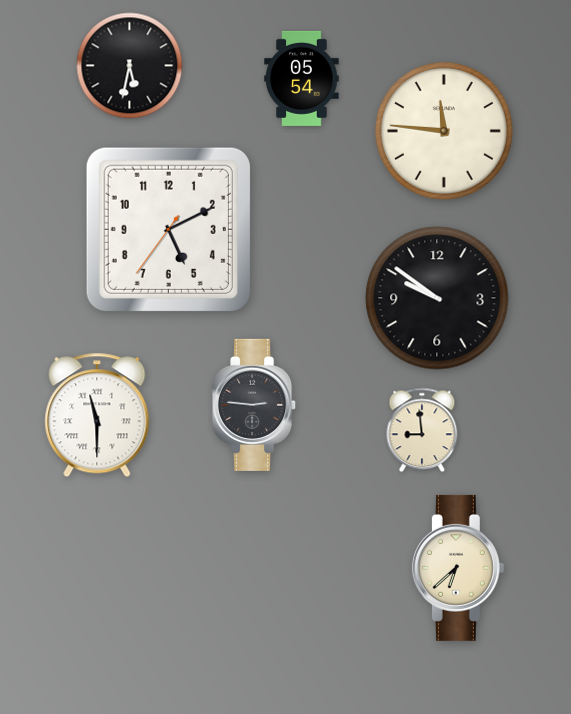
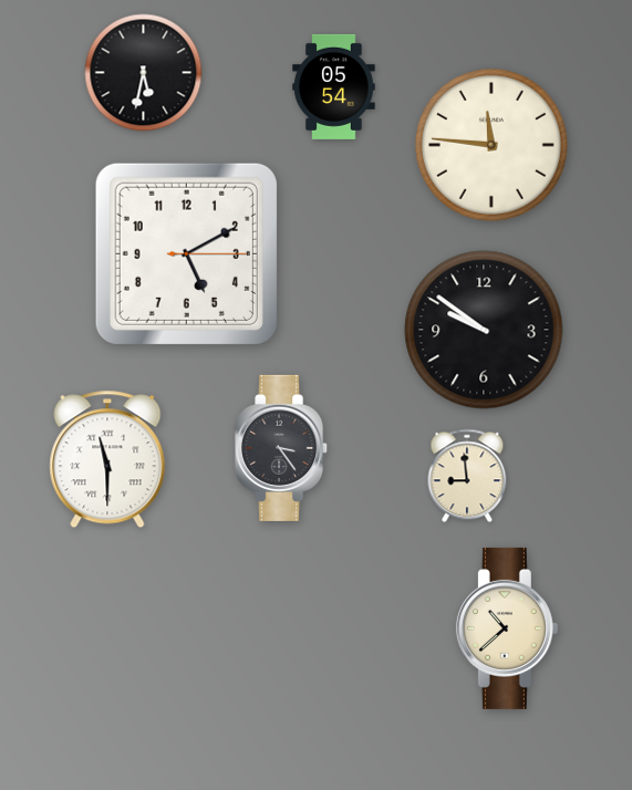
clock at (168, 229): 5:10:36 -> 5:10:15
clock at (255, 405): 2:46 -> 3:24
clock at (458, 568): 6:38 -> 10:38
